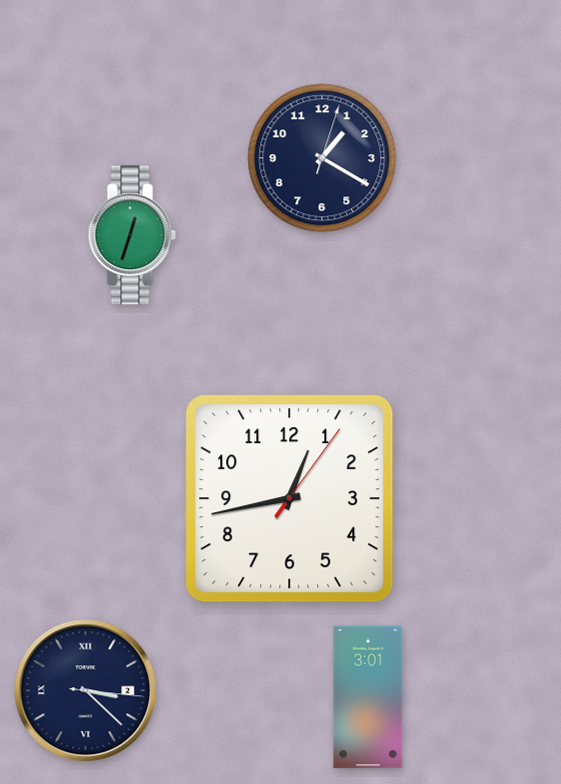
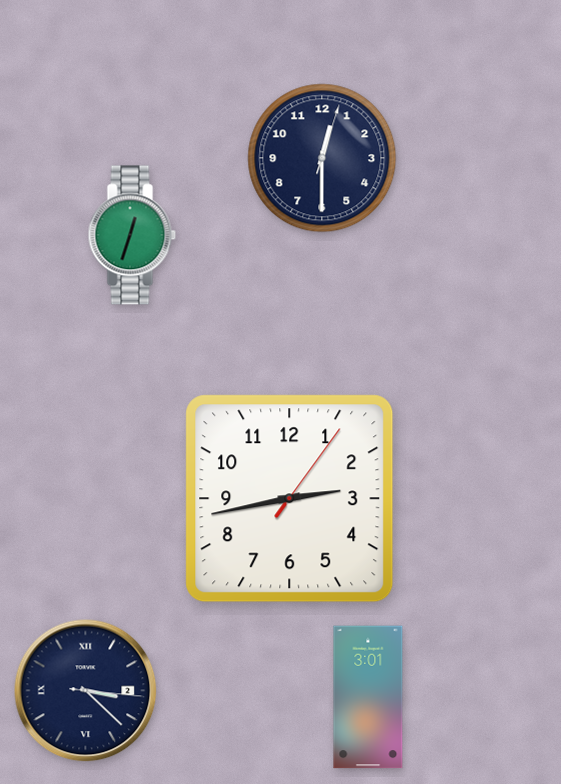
clock at (322, 158): 1:20 -> 12:30
clock at (290, 499): 12:43 -> 2:43
